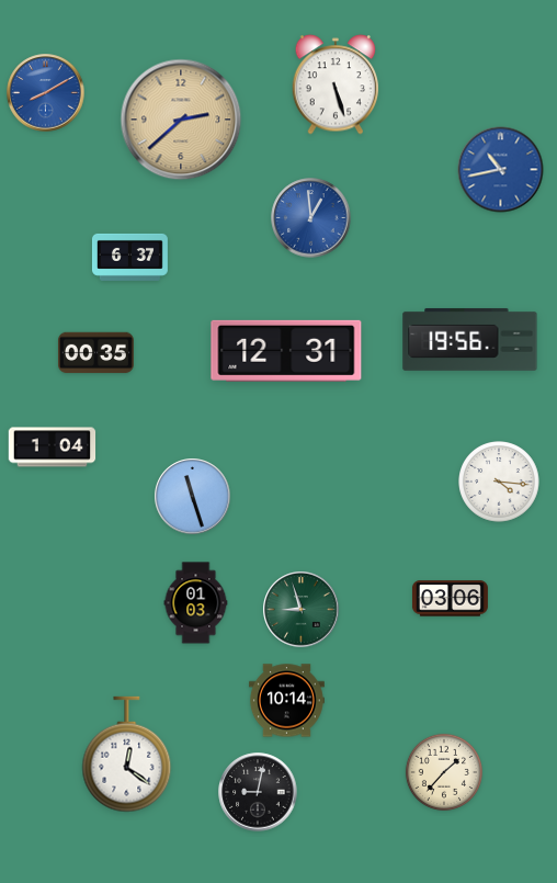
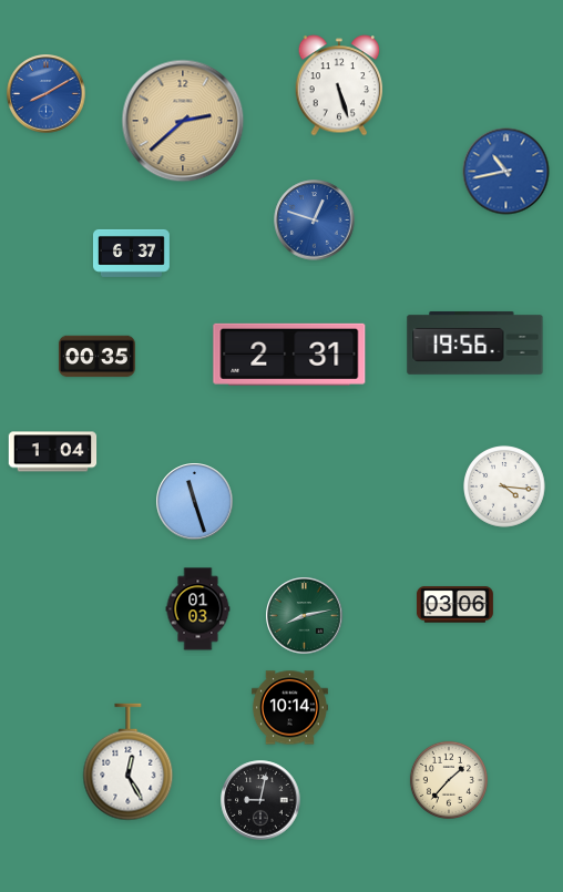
clock at (311, 218): 12:59 -> 12:48
clock at (129, 257) position: (129, 257) -> (131, 253)
clock at (286, 351): 12:31 -> 2:31
clock at (302, 610): 8:57 -> 8:13
clock at (127, 755): 12:21 -> 12:25
